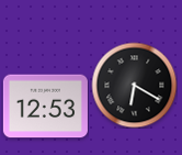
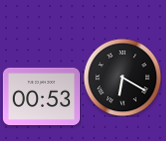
clock at (45, 107): 12:53 -> 00:53
